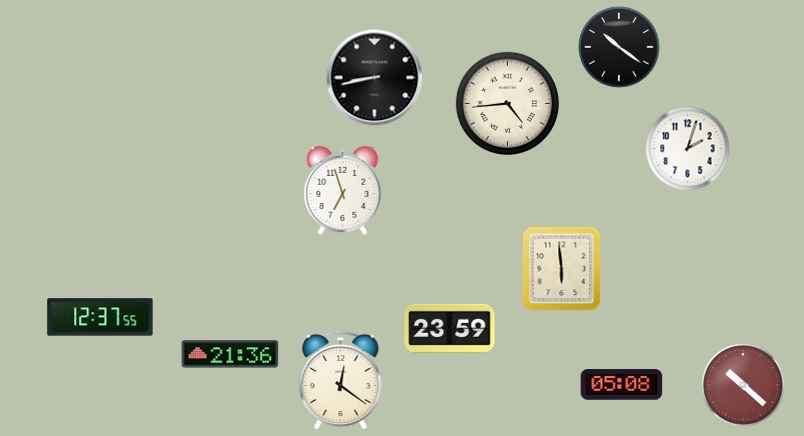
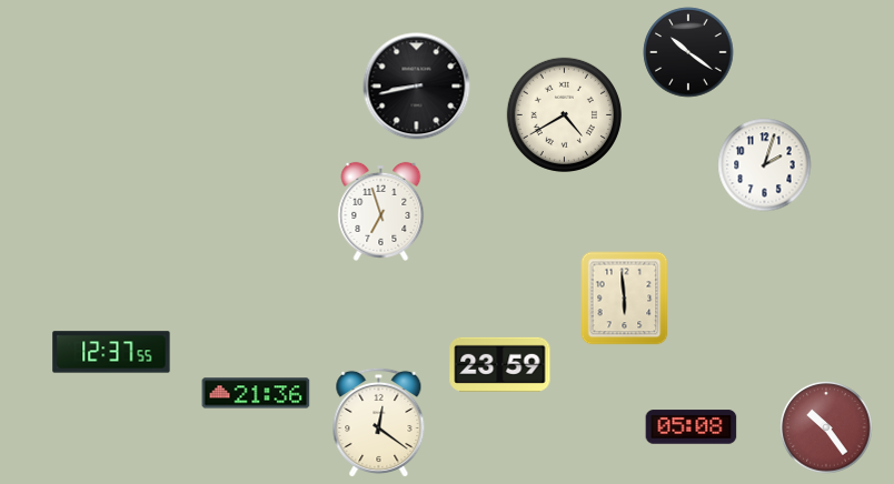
clock at (507, 103): 4:44 -> 4:40
clock at (743, 385): 10:22 -> 10:24
